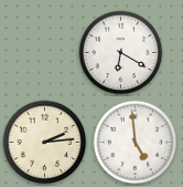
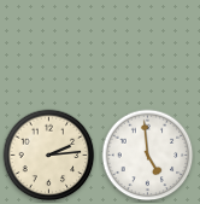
clock at (121, 53): 6:20 -> none
